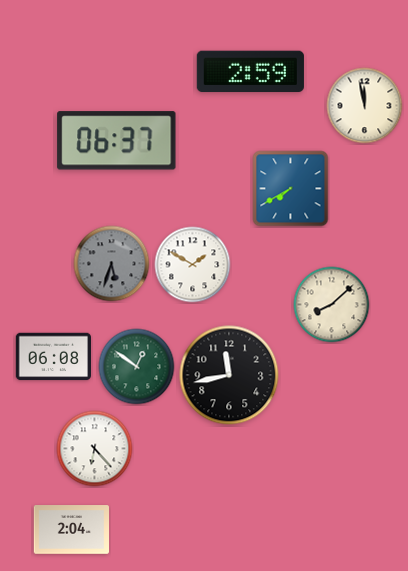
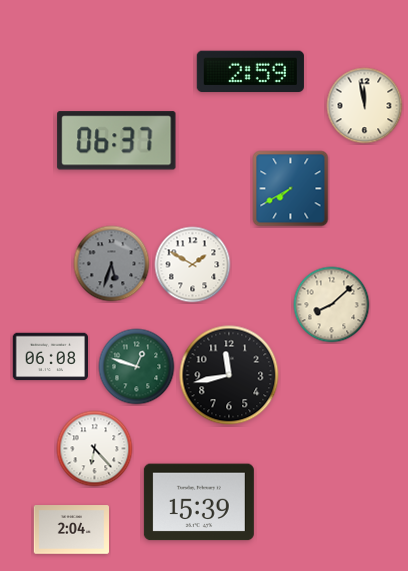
clock at (53, 357) position: (53, 357) -> (50, 357)
clock at (137, 367): 12:51 -> 12:48
clock at (199, 502): none -> 15:39
